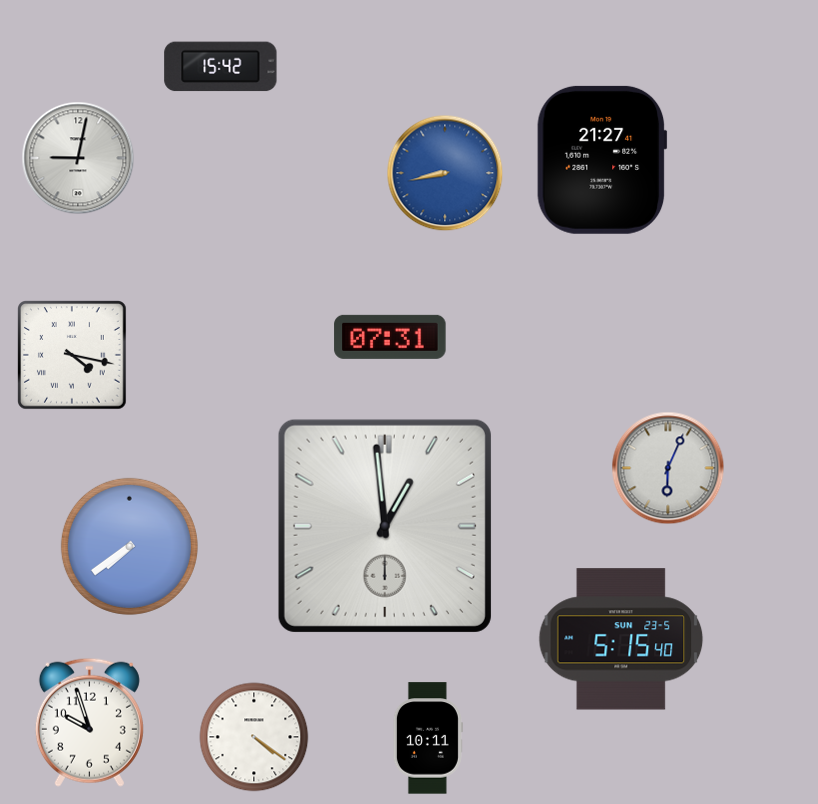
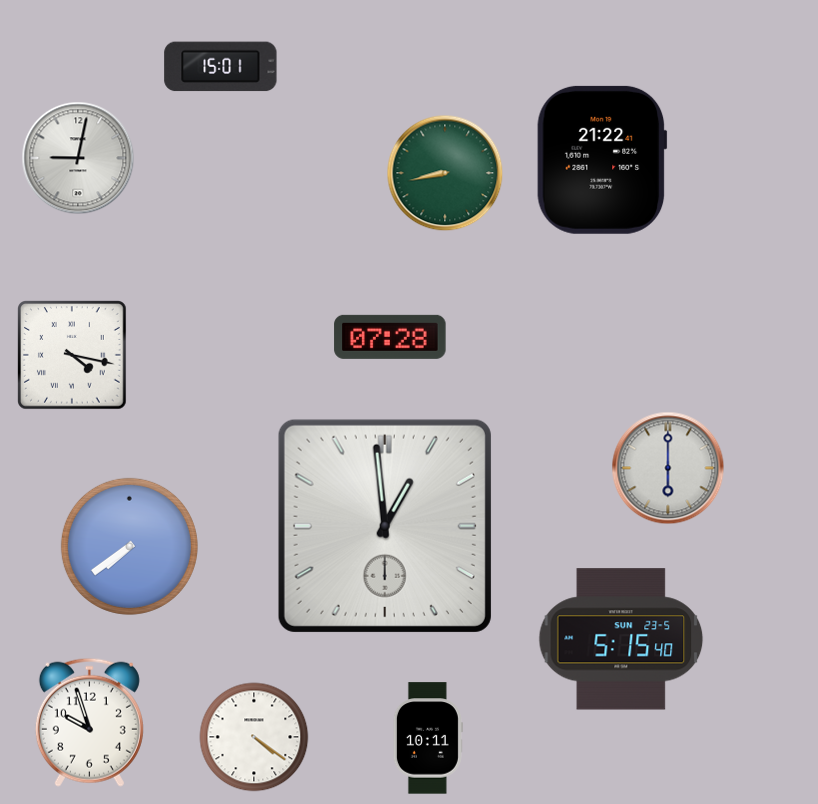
clock at (221, 67): 15:42 -> 15:01
clock at (602, 160): 21:27 -> 21:22
clock at (445, 173) dial: blue -> green
clock at (390, 337): 07:31 -> 07:28
clock at (668, 468): 6:04 -> 6:00
